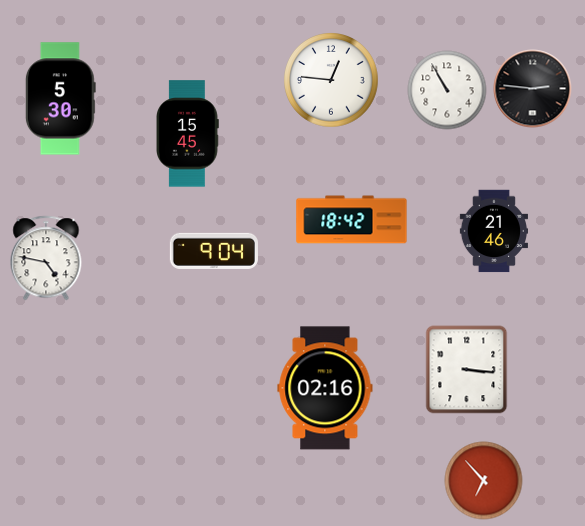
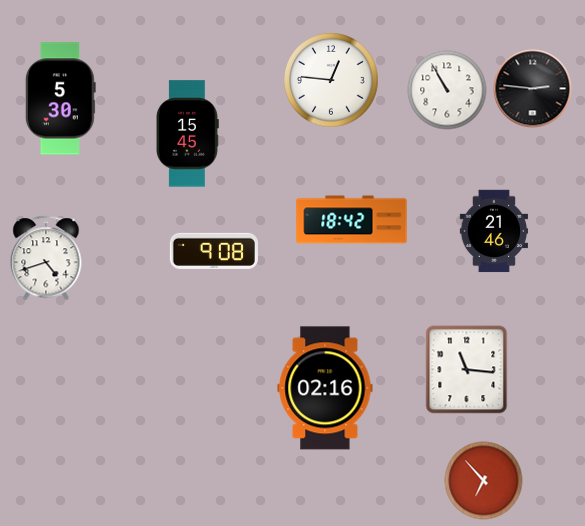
clock at (214, 251): 9:04 -> 9:08
clock at (46, 258): 4:47 -> 4:42
clock at (467, 369): 3:16 -> 11:16
